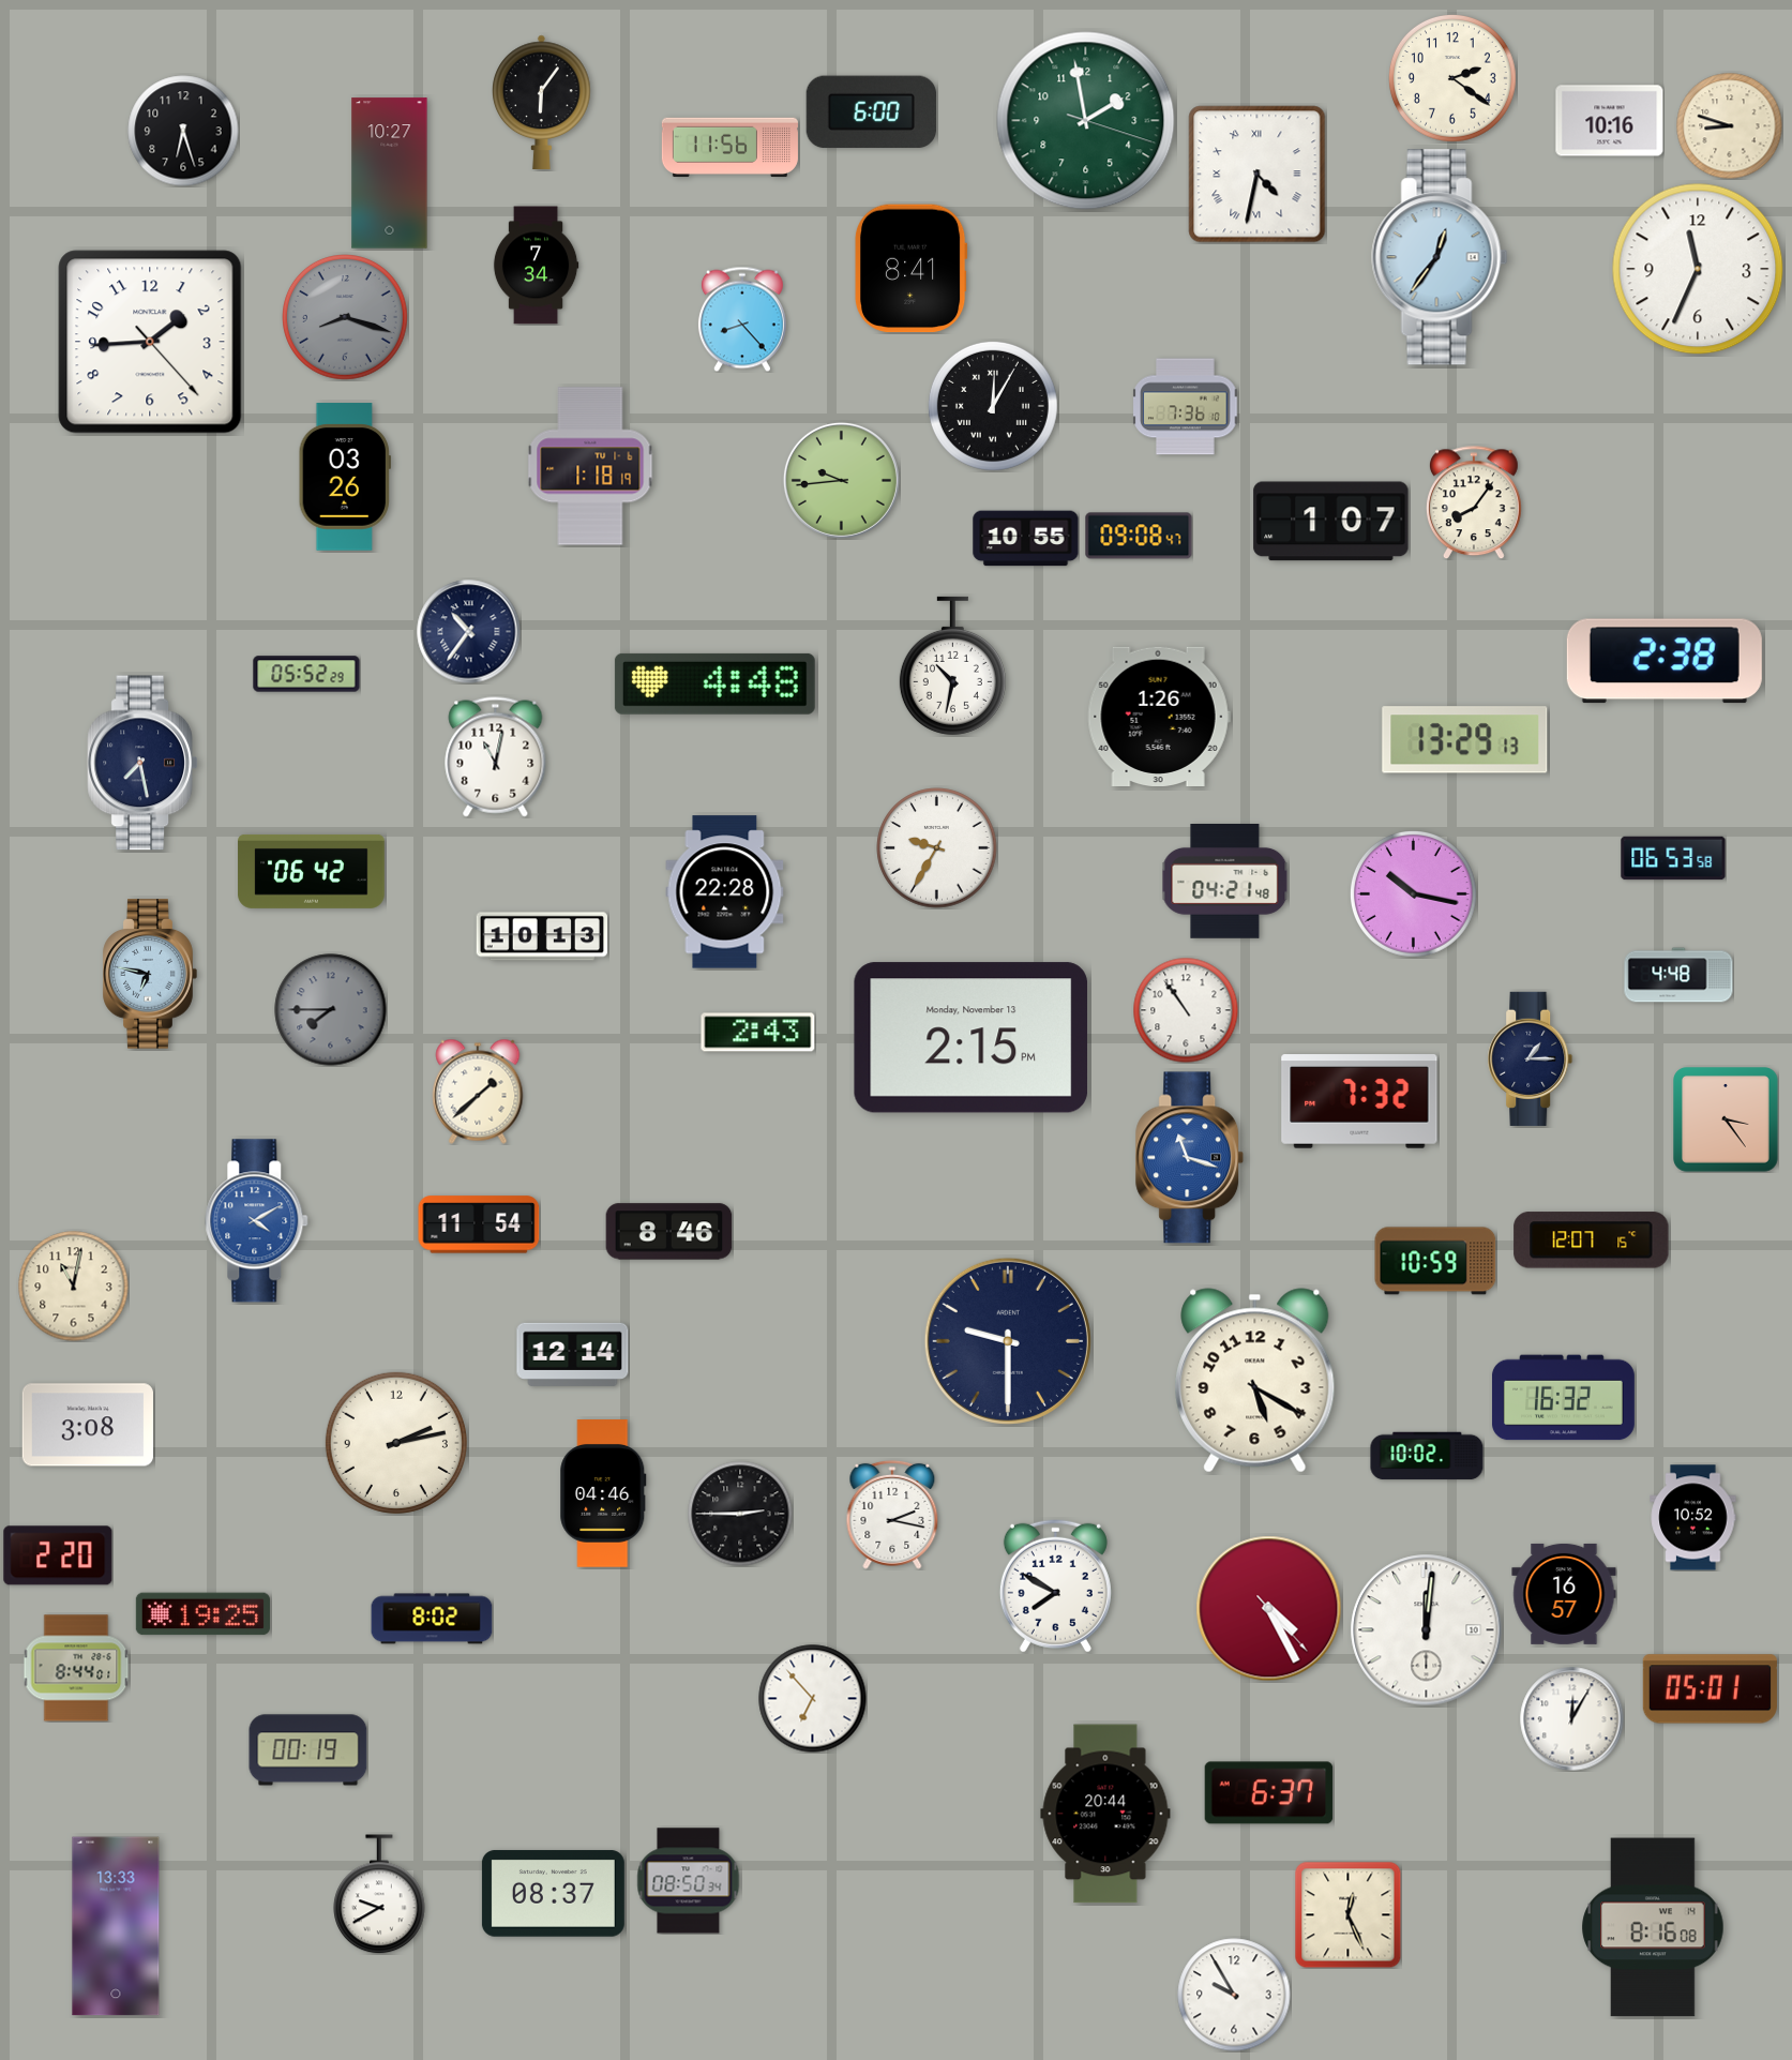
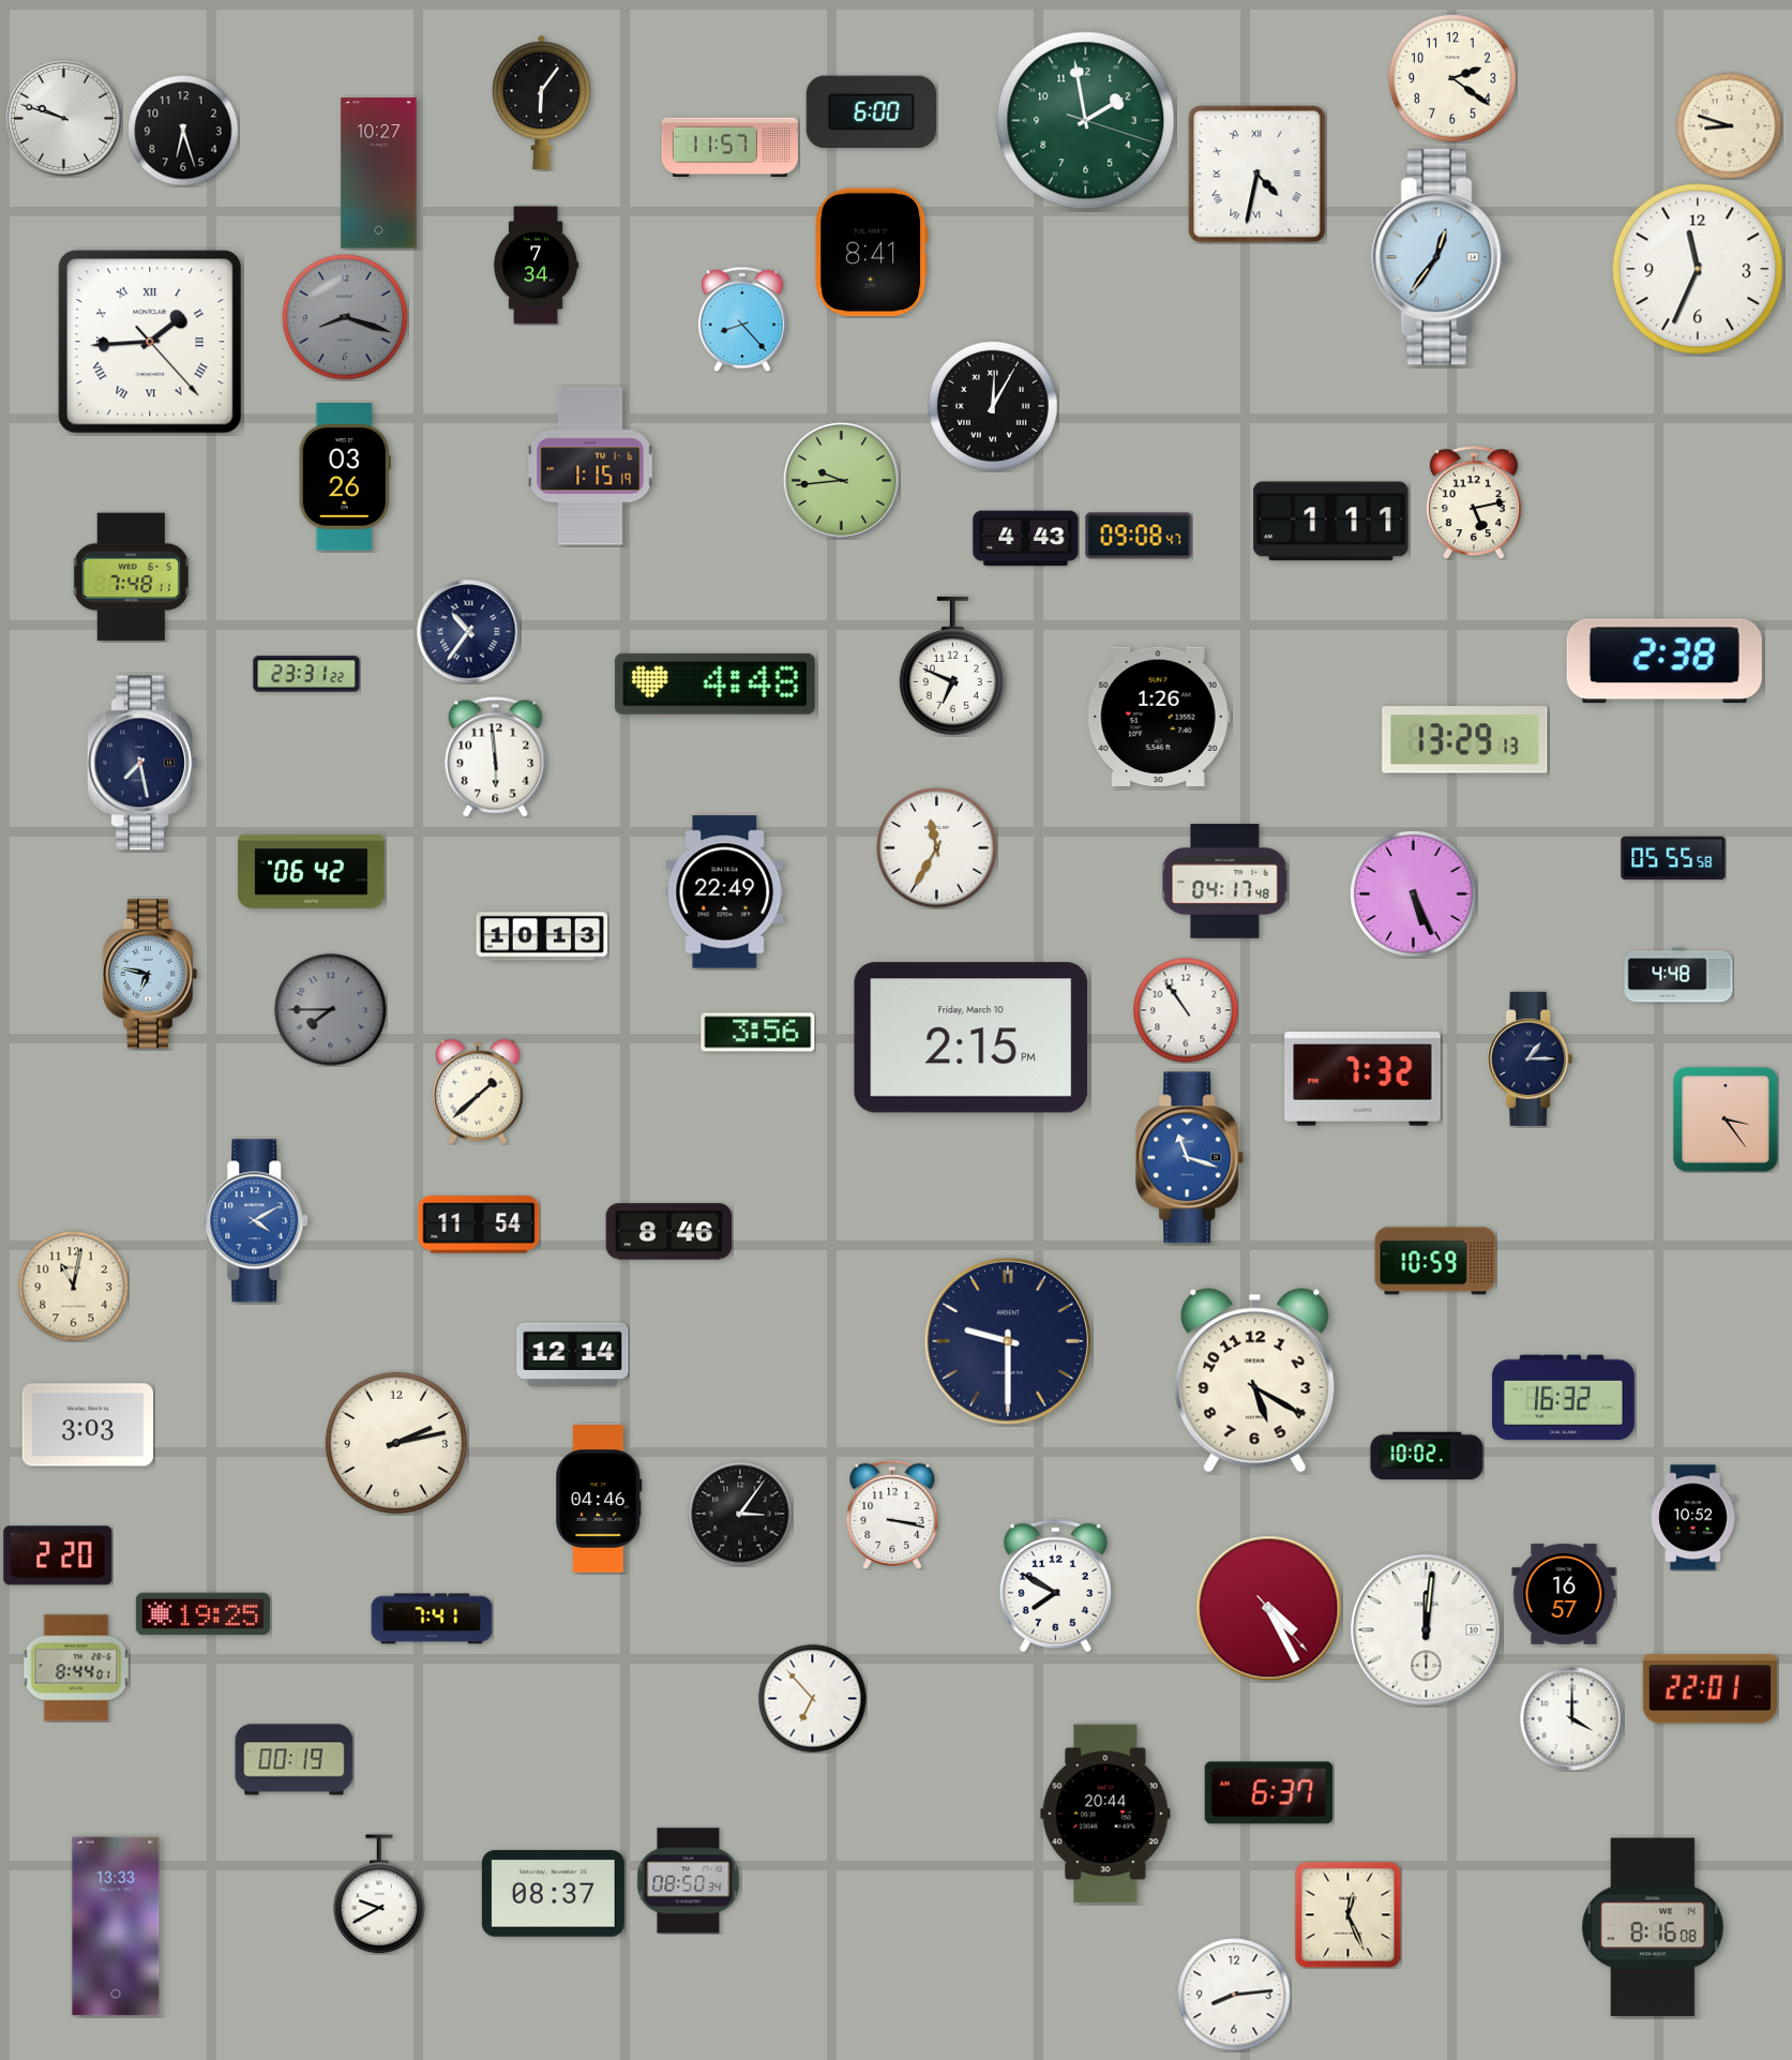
clock at (63, 118): none -> 9:48
clock at (1610, 121): 10:16 -> none
clock at (729, 148): 11:56 -> 11:57
clock at (390, 174) position: (390, 174) -> (379, 174)
clock at (910, 269) position: (910, 269) -> (871, 253)
clock at (150, 342) numerals: Arabic -> Roman
clock at (1186, 407): 7:36 -> none
clock at (590, 466): 1:18 -> 1:15
clock at (1474, 502): 8:06 -> 5:13
clock at (1331, 522): 1:07 -> 1:11
clock at (1026, 539): 10:55 -> 4:43
clock at (131, 577): none -> 7:48
clock at (952, 665): 10:32 -> 6:49
clock at (306, 674): 05:52 -> 23:31
clock at (496, 757): 11:02 -> 5:59
clock at (937, 848): 9:35 -> 11:35
clock at (1673, 858): 06:53 -> 05:55
clock at (1225, 882): 04:21 -> 04:17
clock at (725, 892): 22:28 -> 22:49
clock at (1414, 894): 10:17 -> 5:26
clock at (758, 1033): 2:43 -> 3:56
clock at (972, 1038) date: Monday, November 13 -> Friday, March 10
clock at (1359, 1101) position: (1359, 1101) -> (1362, 1079)
clock at (1592, 1240): 12:07 -> none
clock at (87, 1425): 3:08 -> 3:03
clock at (603, 1493) position: (603, 1493) -> (599, 1499)
clock at (740, 1514): 2:45 -> 3:06
clock at (892, 1515): 2:17 -> 3:17
clock at (432, 1619): 8:02 -> 7:41
clock at (1710, 1689): 05:01 -> 22:01
clock at (1572, 1719): 12:05 -> 4:00
clock at (308, 1750) position: (308, 1750) -> (295, 1760)
clock at (1234, 1995): 9:55 -> 8:14
